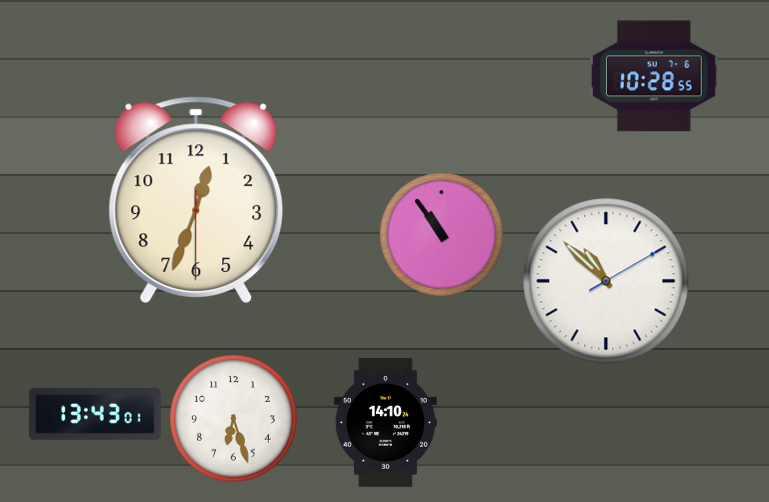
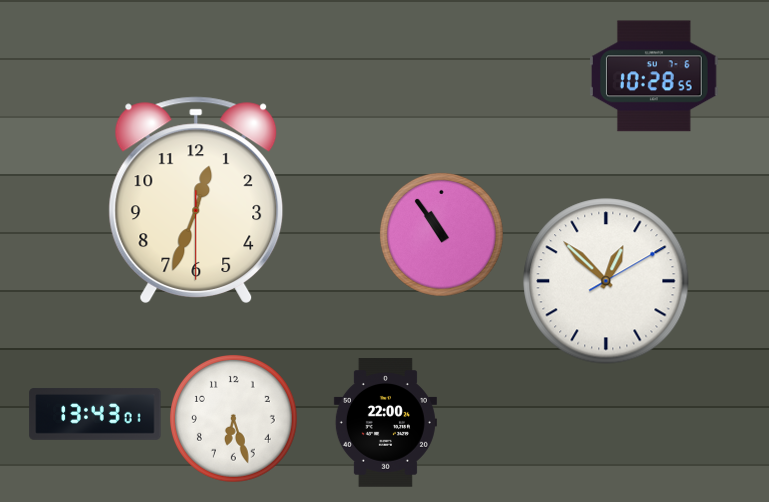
clock at (606, 281): 10:52 -> 12:52
clock at (385, 423): 14:10 -> 22:00
